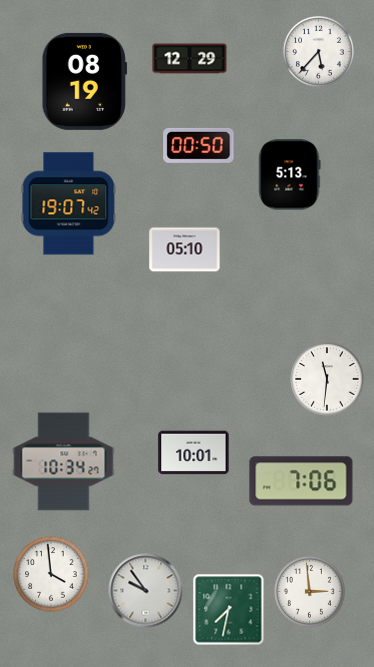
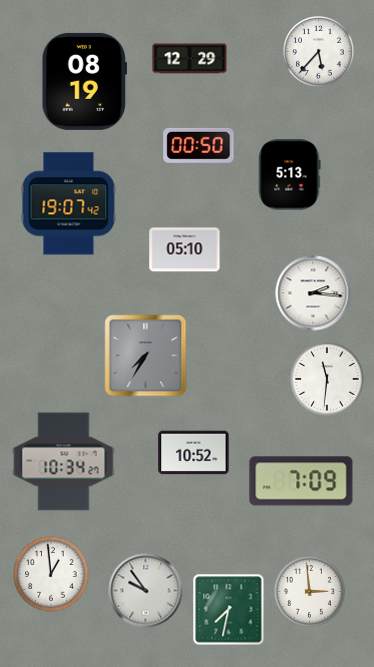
clock at (313, 293): none -> 2:16
clock at (146, 356): none -> 7:35
clock at (194, 453): 10:01 -> 10:52
clock at (301, 481): 7:06 -> 7:09
clock at (51, 574): 3:59 -> 12:59
